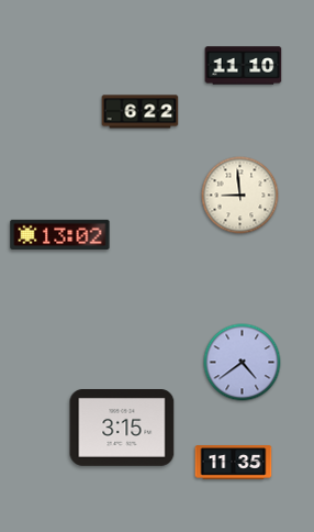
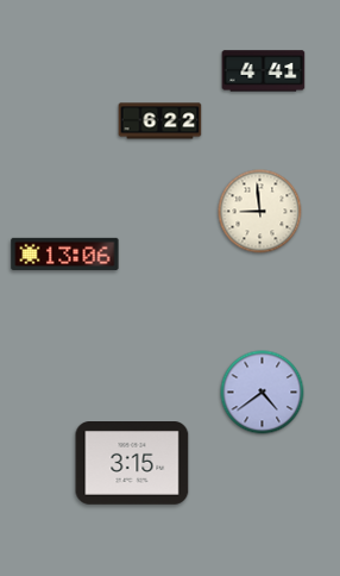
clock at (244, 66): 11:10 -> 4:41
clock at (141, 112) position: (141, 112) -> (160, 121)
clock at (60, 234): 13:02 -> 13:06
clock at (234, 463): 11:35 -> none
